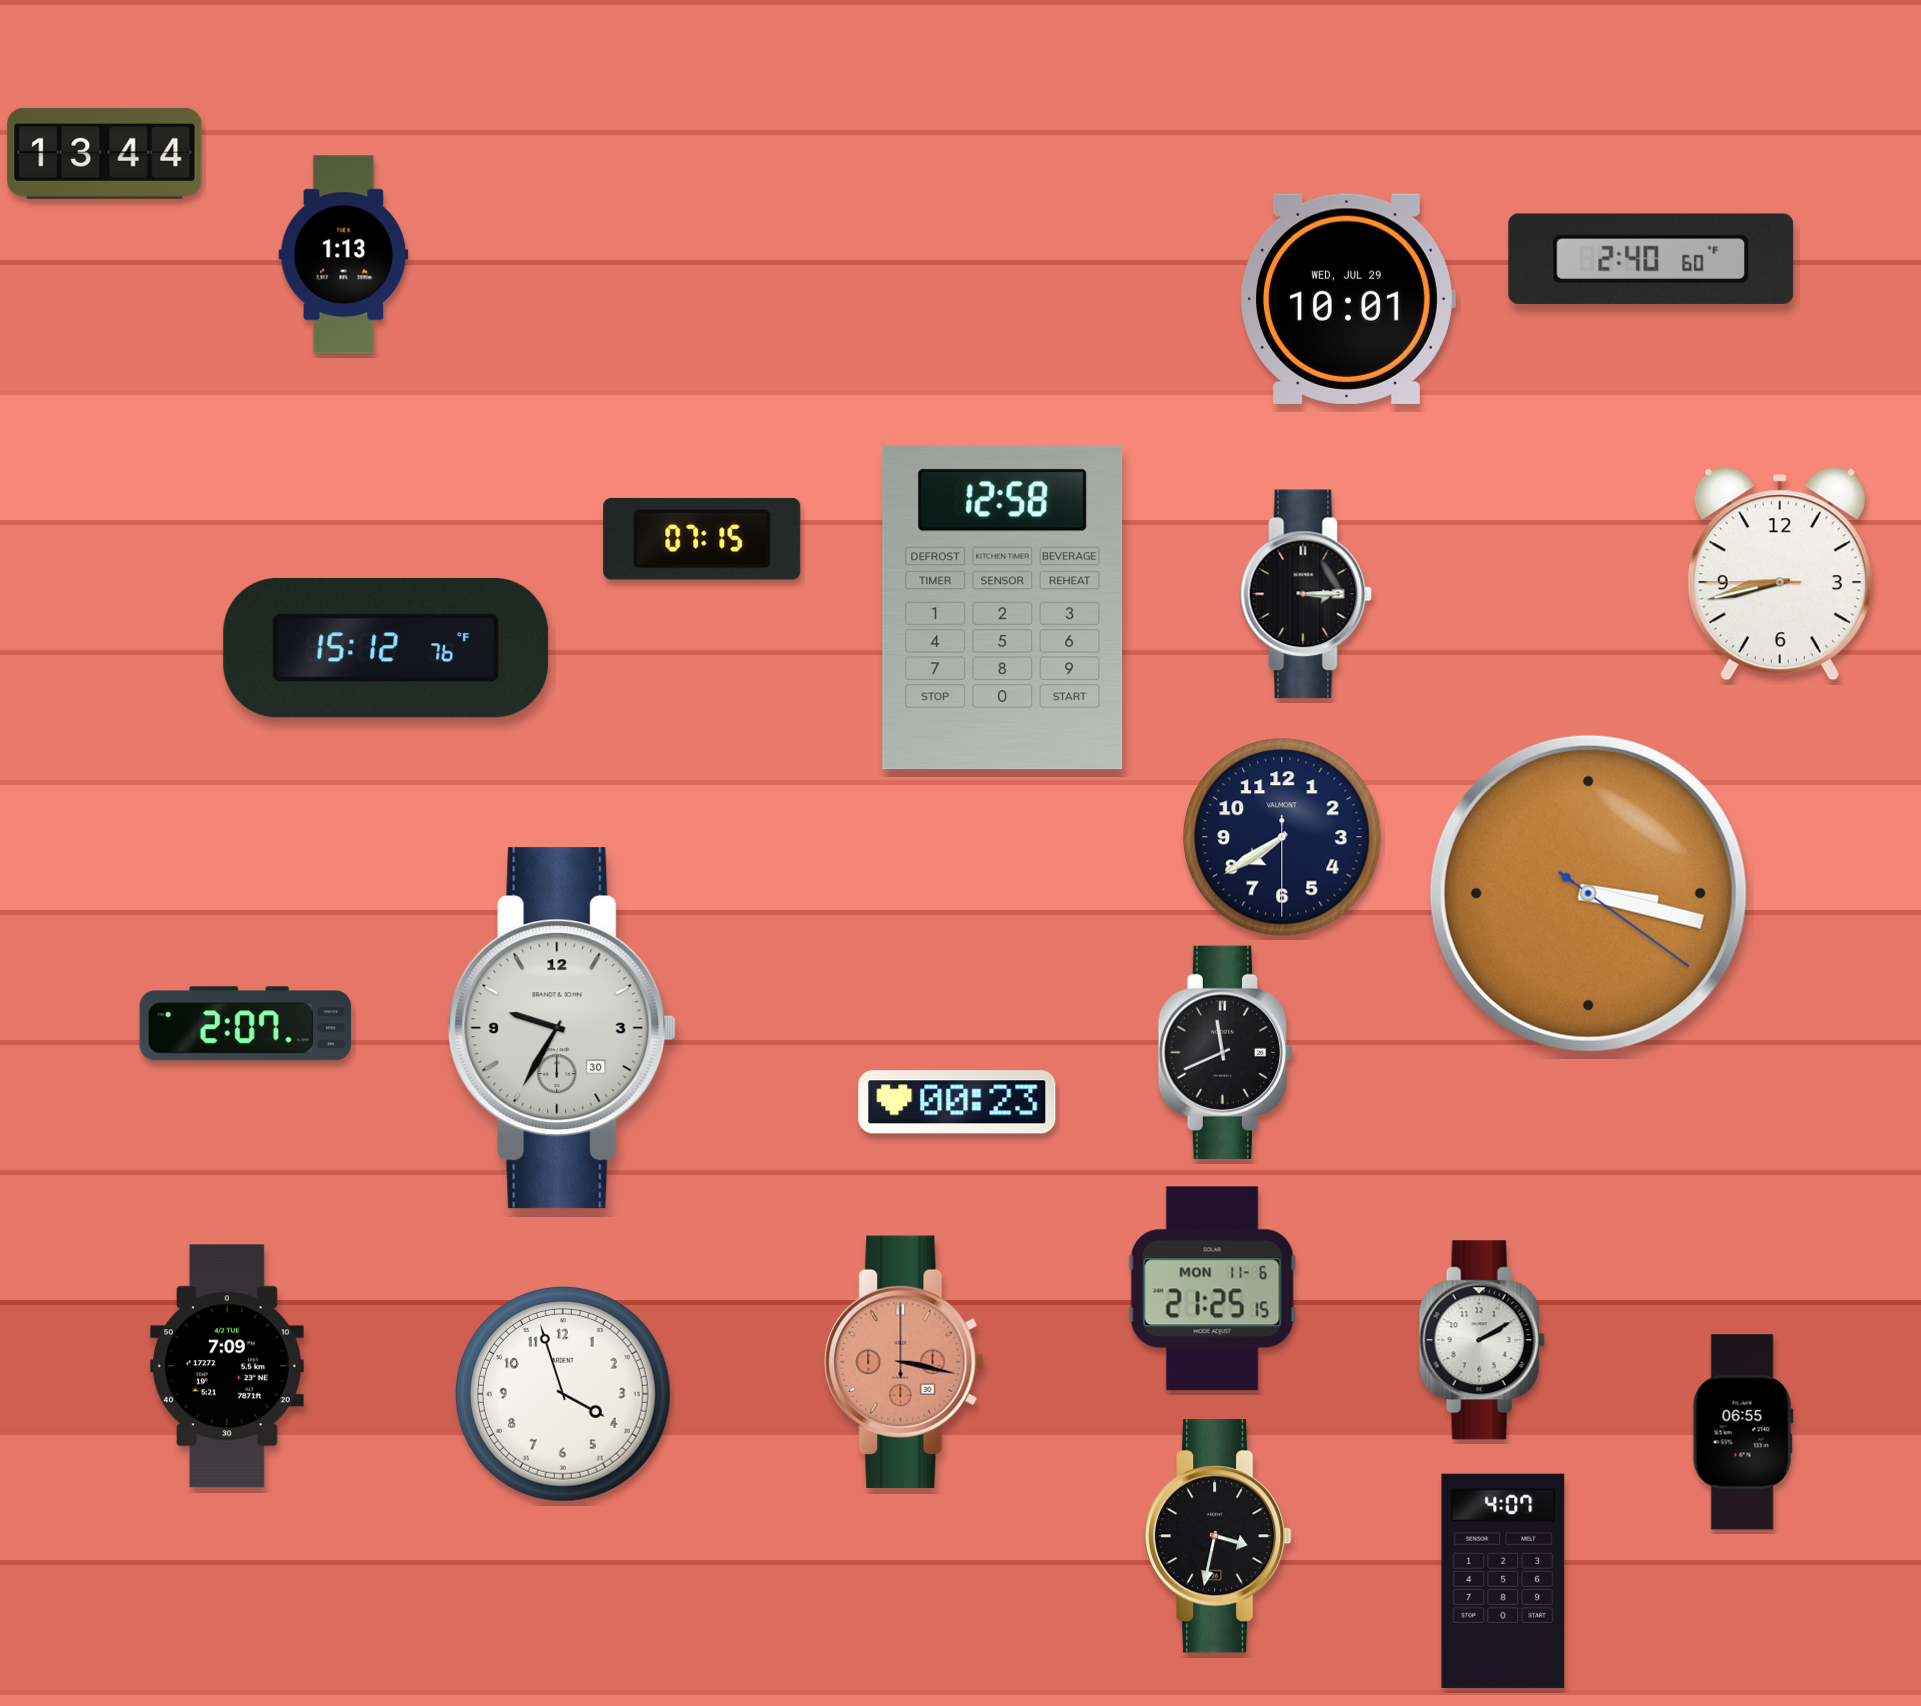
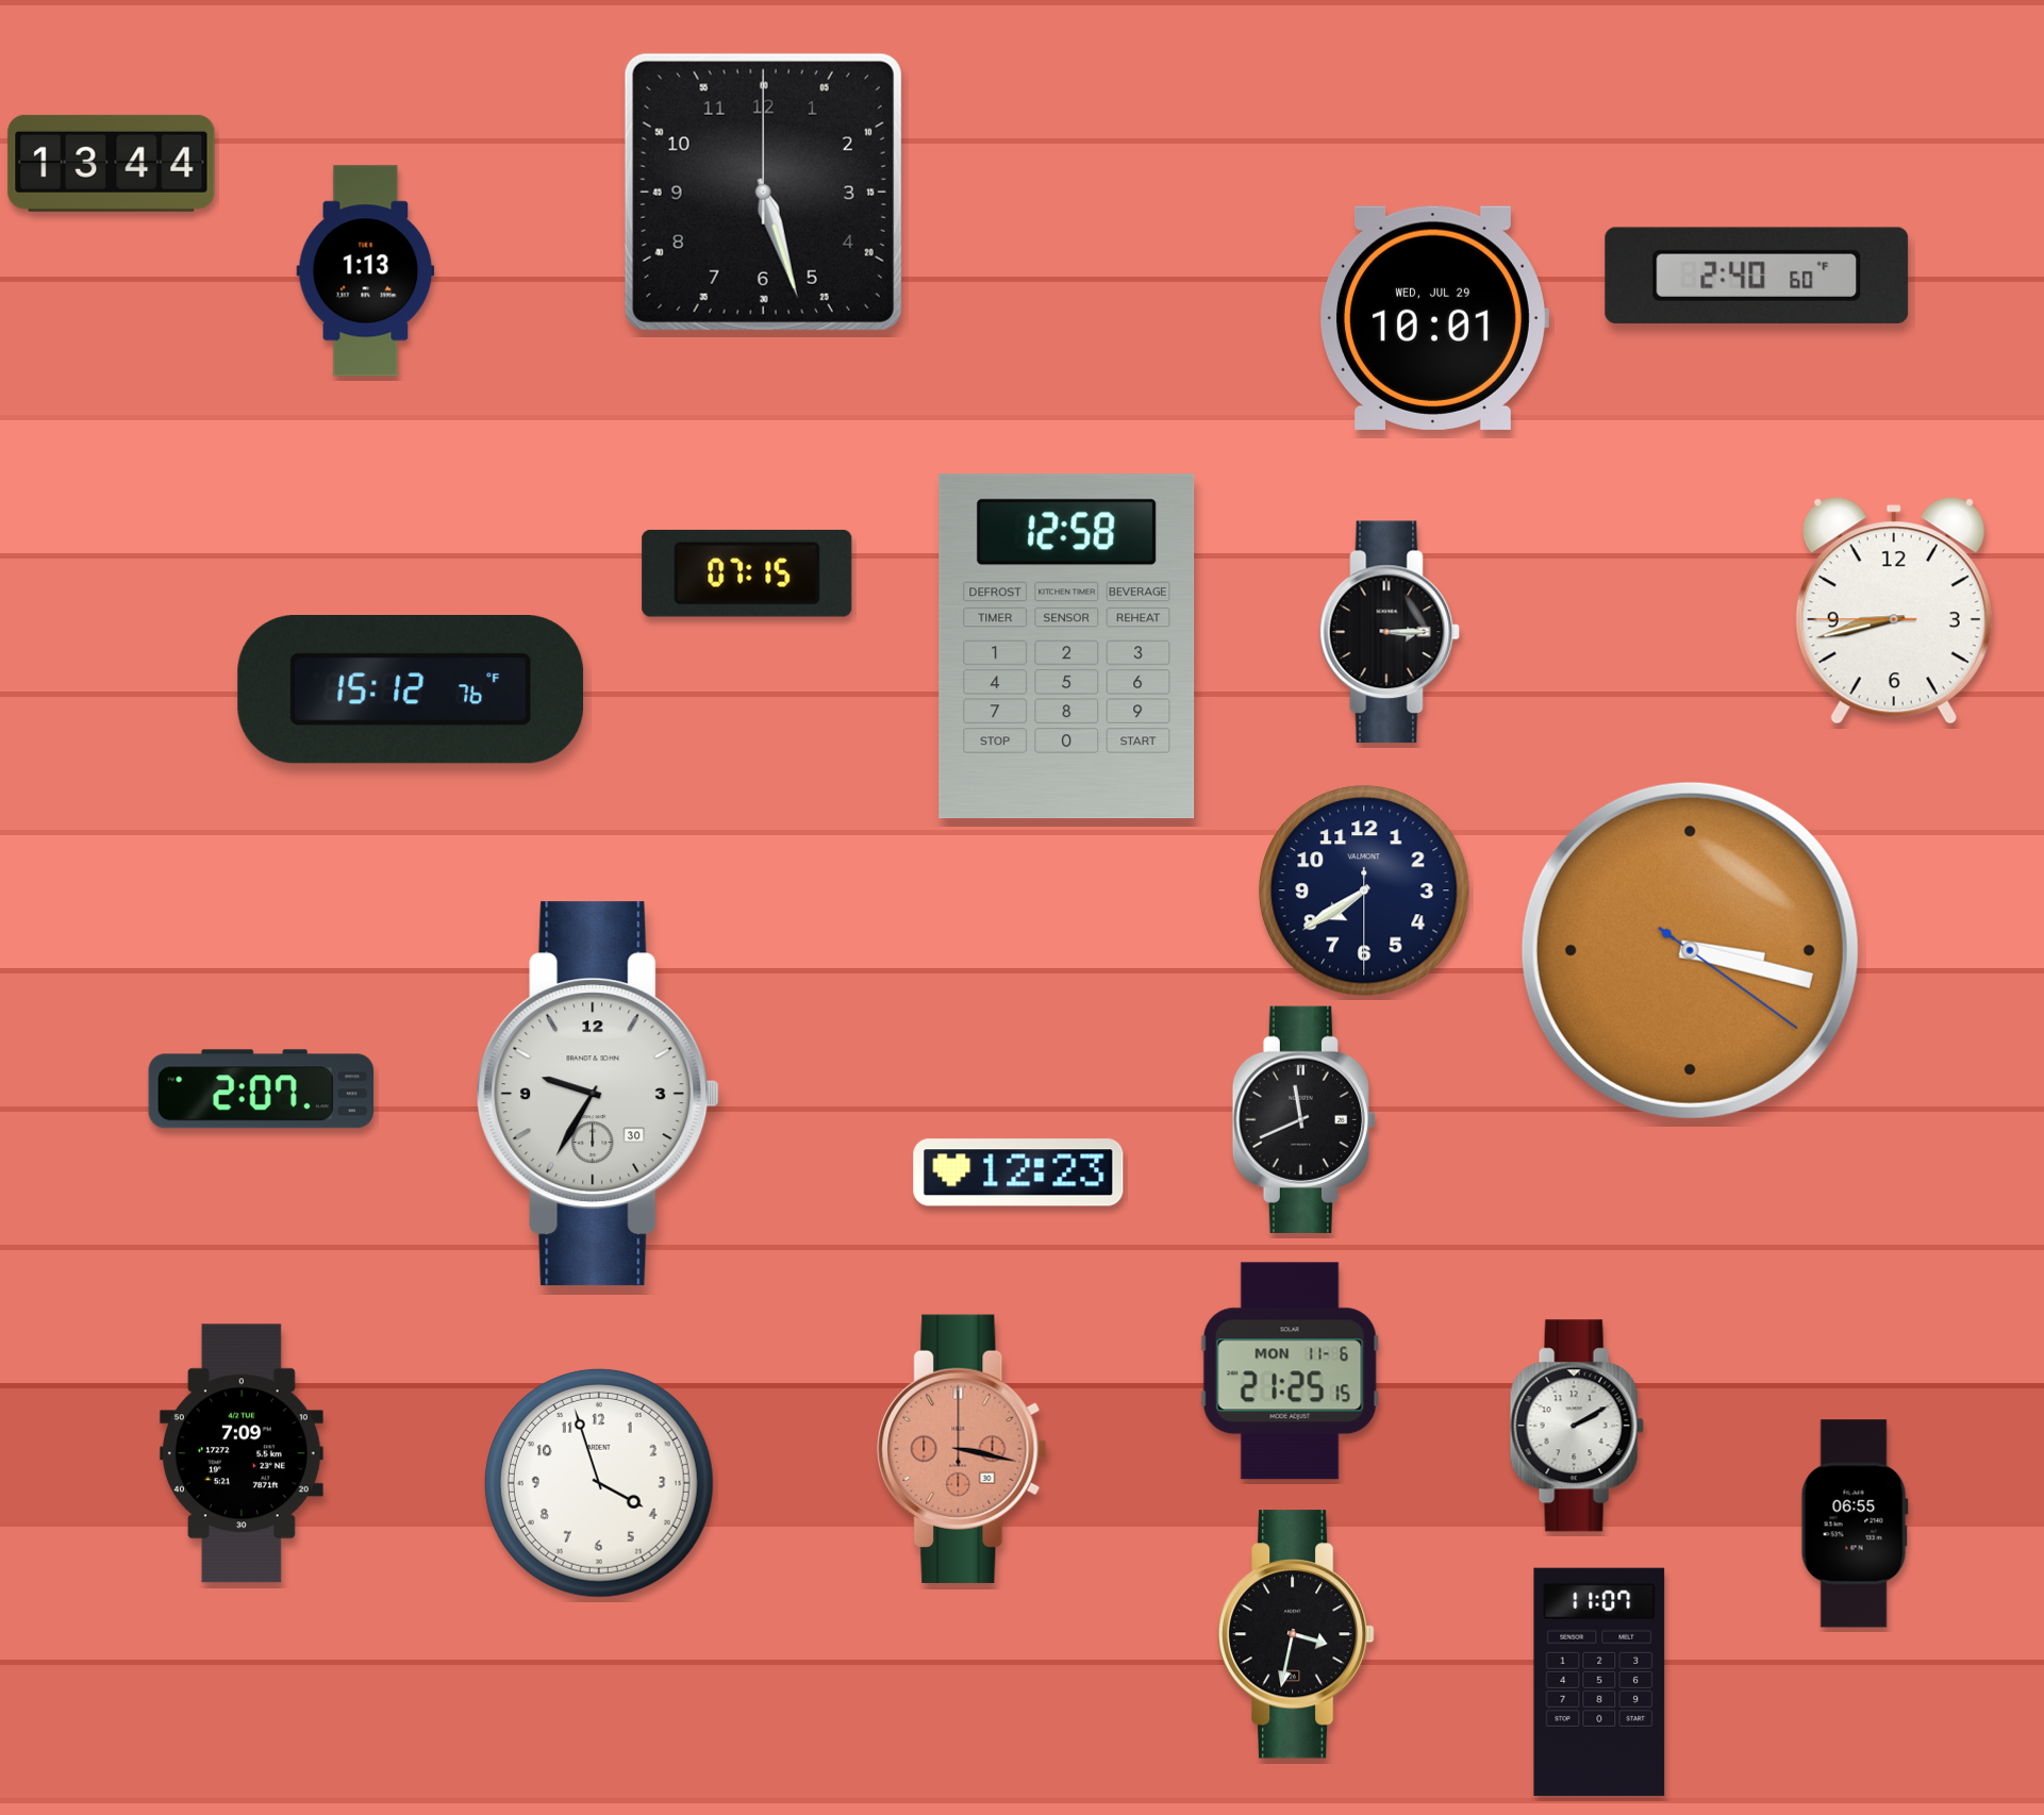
clock at (763, 192): none -> 5:27
clock at (957, 1102): 00:23 -> 12:23
clock at (1503, 1581): 4:07 -> 11:07
